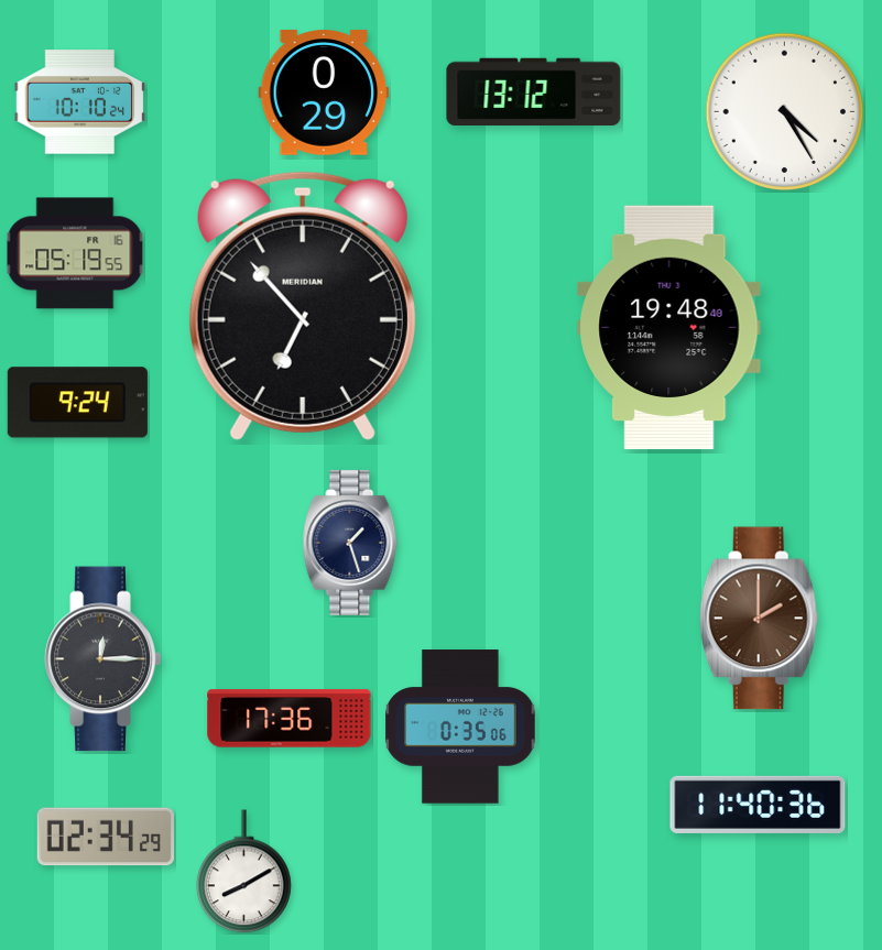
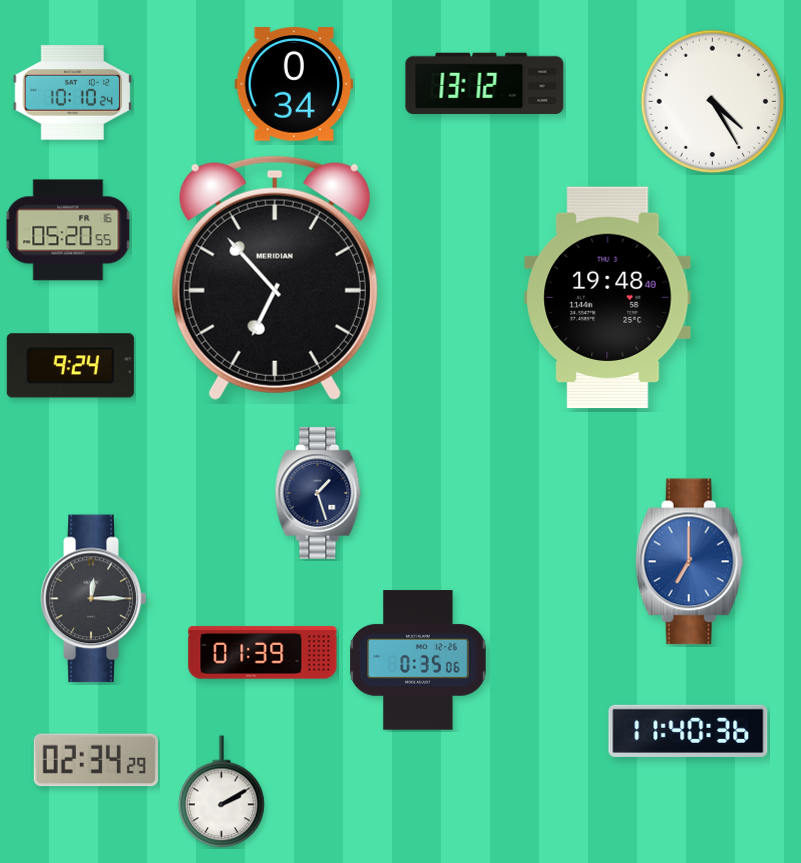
clock at (324, 92): 0:29 -> 0:34
clock at (75, 253): 05:19 -> 05:20
clock at (759, 619): 2:00 -> 7:00
clock at (759, 619) dial: brown -> blue
clock at (290, 719): 17:36 -> 01:39
clock at (244, 872): 8:10 -> 2:10
